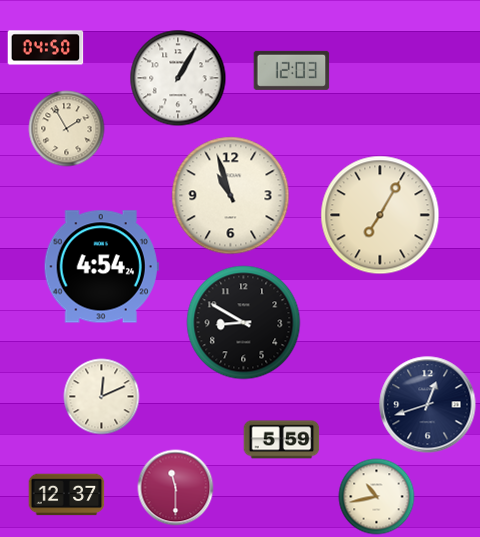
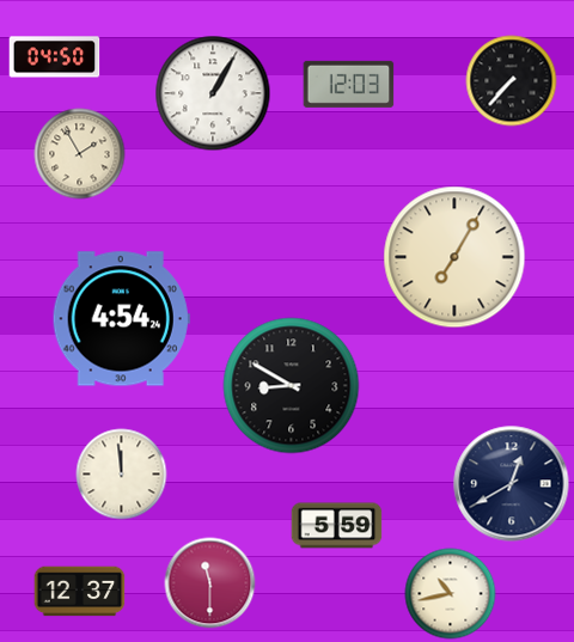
clock at (512, 81): none -> 7:37
clock at (231, 196): 10:57 -> none
clock at (102, 397): 12:11 -> 11:59
clock at (428, 405): 12:42 -> 12:40
